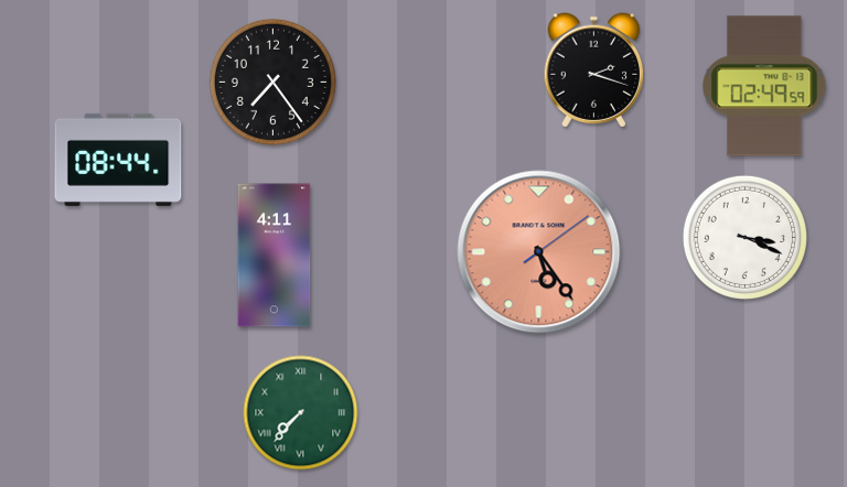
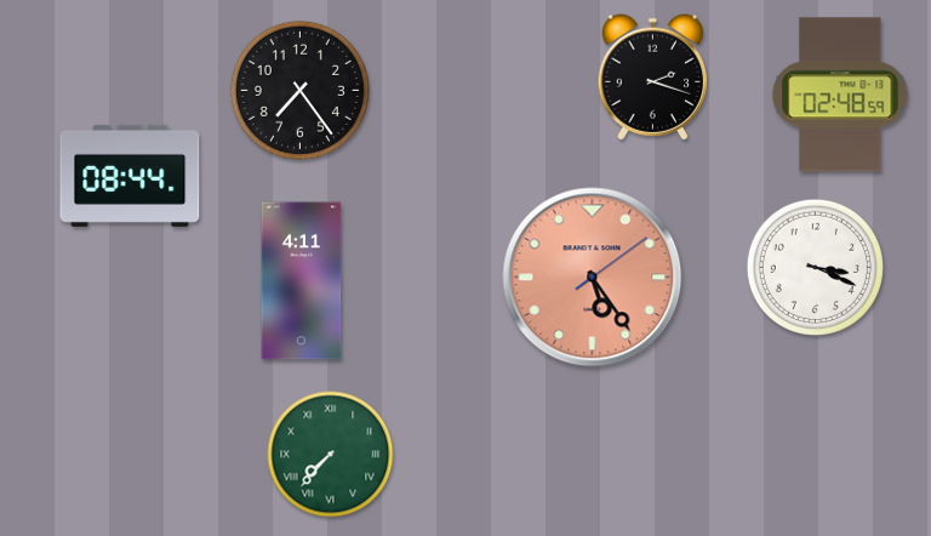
clock at (764, 86): 02:49 -> 02:48
clock at (744, 237) position: (744, 237) -> (815, 267)
